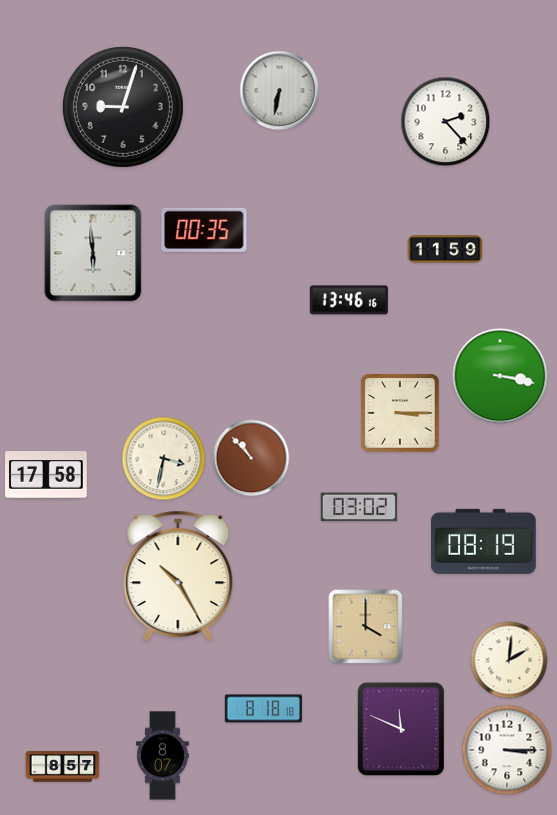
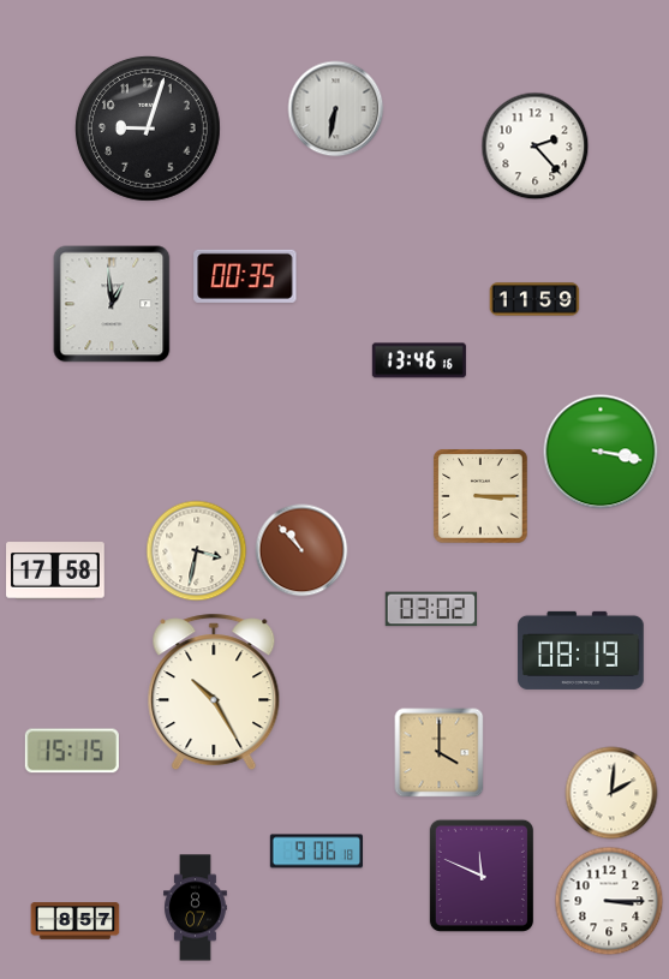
clock at (93, 253): 5:59 -> 12:59
clock at (72, 751): none -> 15:15
clock at (263, 709): 8:18 -> 9:06
